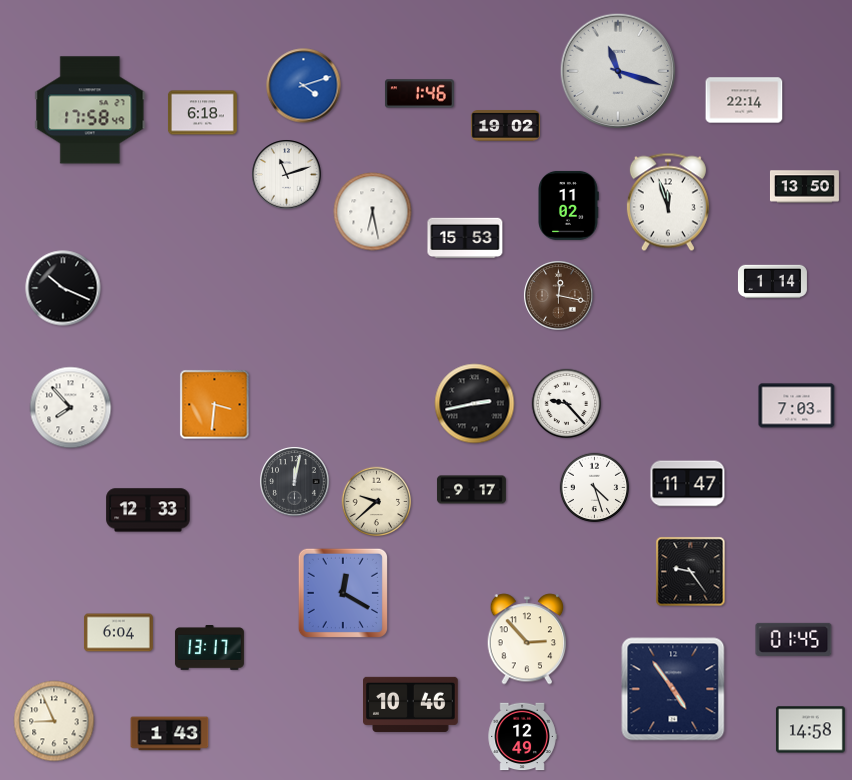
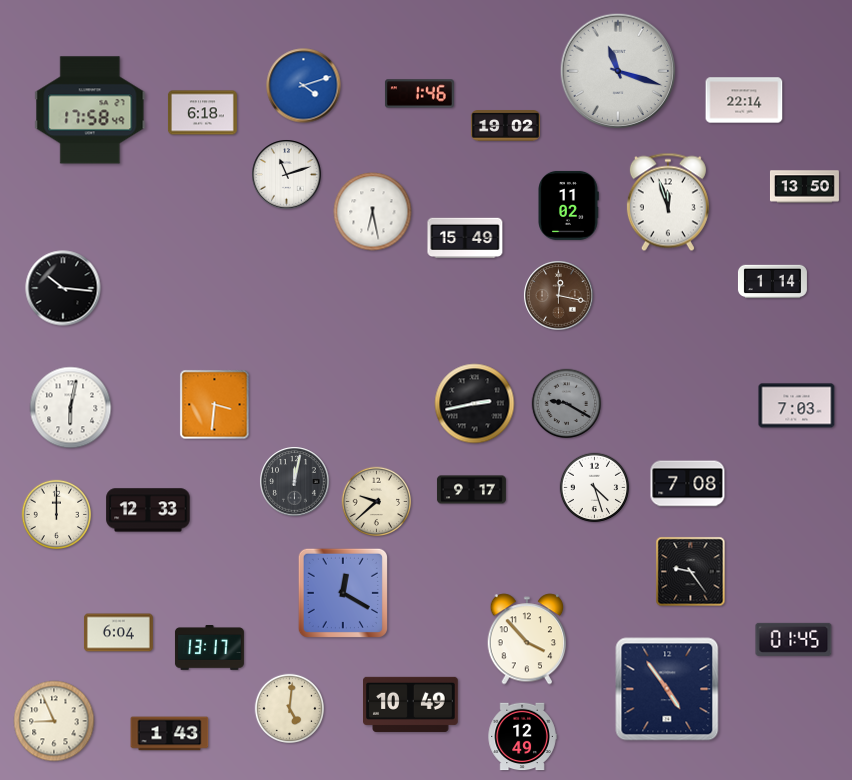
clock at (465, 238): 15:53 -> 15:49
clock at (63, 288): 10:19 -> 10:16
clock at (567, 404): 9:23 -> 9:20
clock at (567, 404) dial: white -> grey
clock at (71, 408): 7:53 -> 6:02
clock at (688, 484): 11:47 -> 7:08
clock at (57, 515): none -> 12:00
clock at (527, 639): 2:53 -> 3:53
clock at (673, 689) position: (673, 689) -> (667, 689)
clock at (411, 704): 10:46 -> 10:49
clock at (290, 709): none -> 5:01
clock at (810, 730): 14:58 -> none
